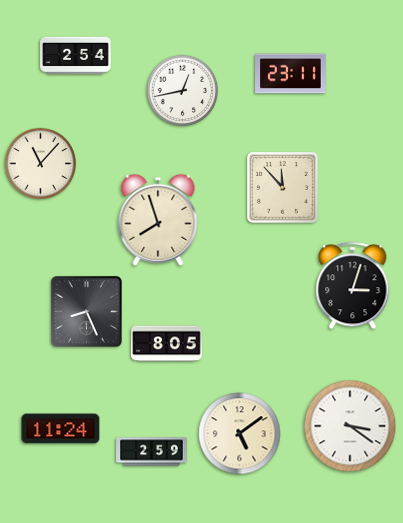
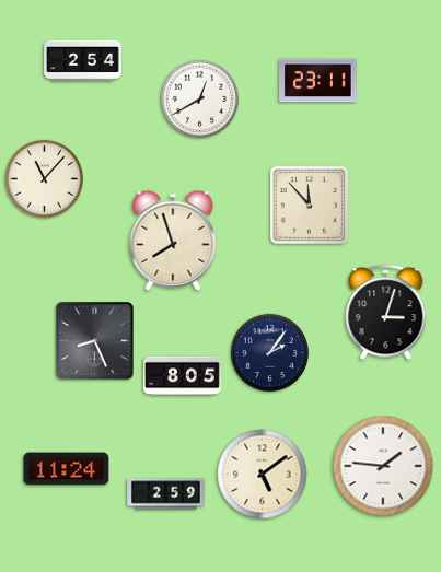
clock at (182, 90): 12:43 -> 12:40
clock at (269, 352): none -> 2:06
clock at (350, 426): 3:21 -> 1:46
